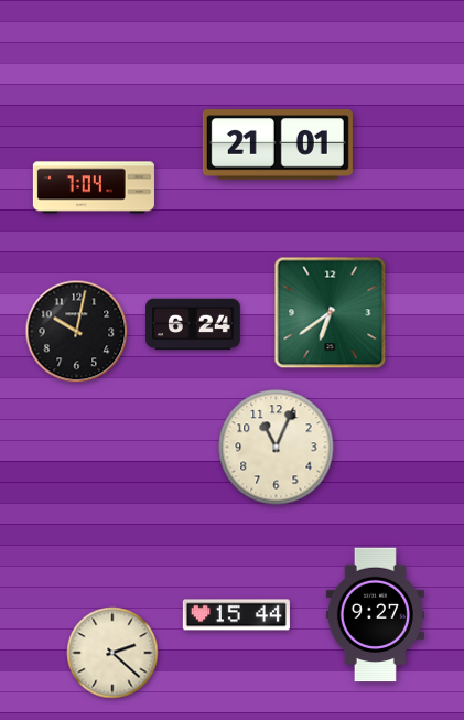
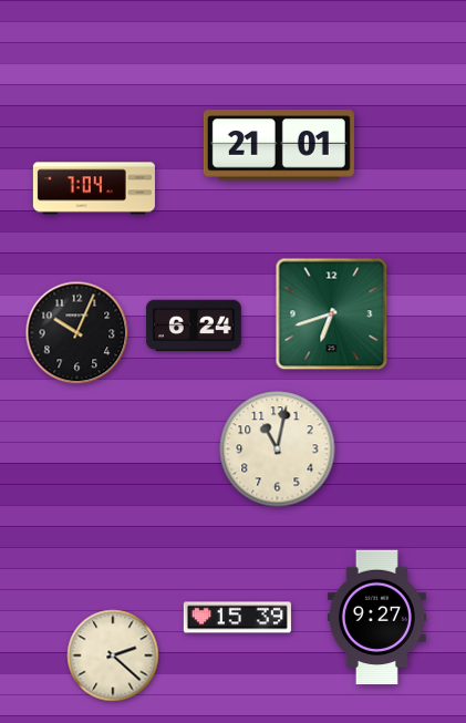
clock at (331, 313): 6:39 -> 6:42
clock at (77, 332): 10:02 -> 10:04
clock at (277, 448): 11:04 -> 11:02
clock at (236, 615): 15:44 -> 15:39
